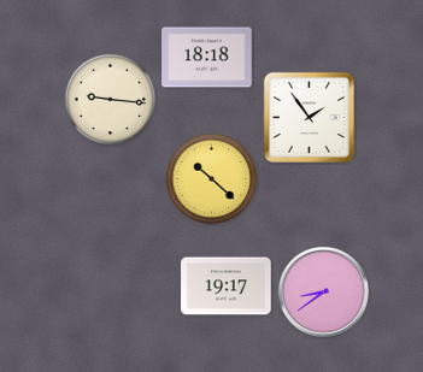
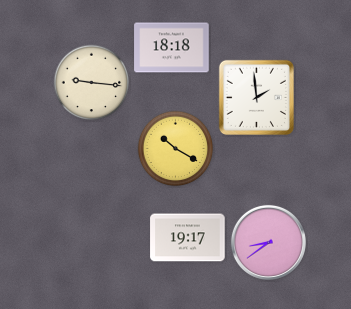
clock at (309, 117): 1:54 -> 1:59
clock at (212, 179): 10:22 -> 10:20
